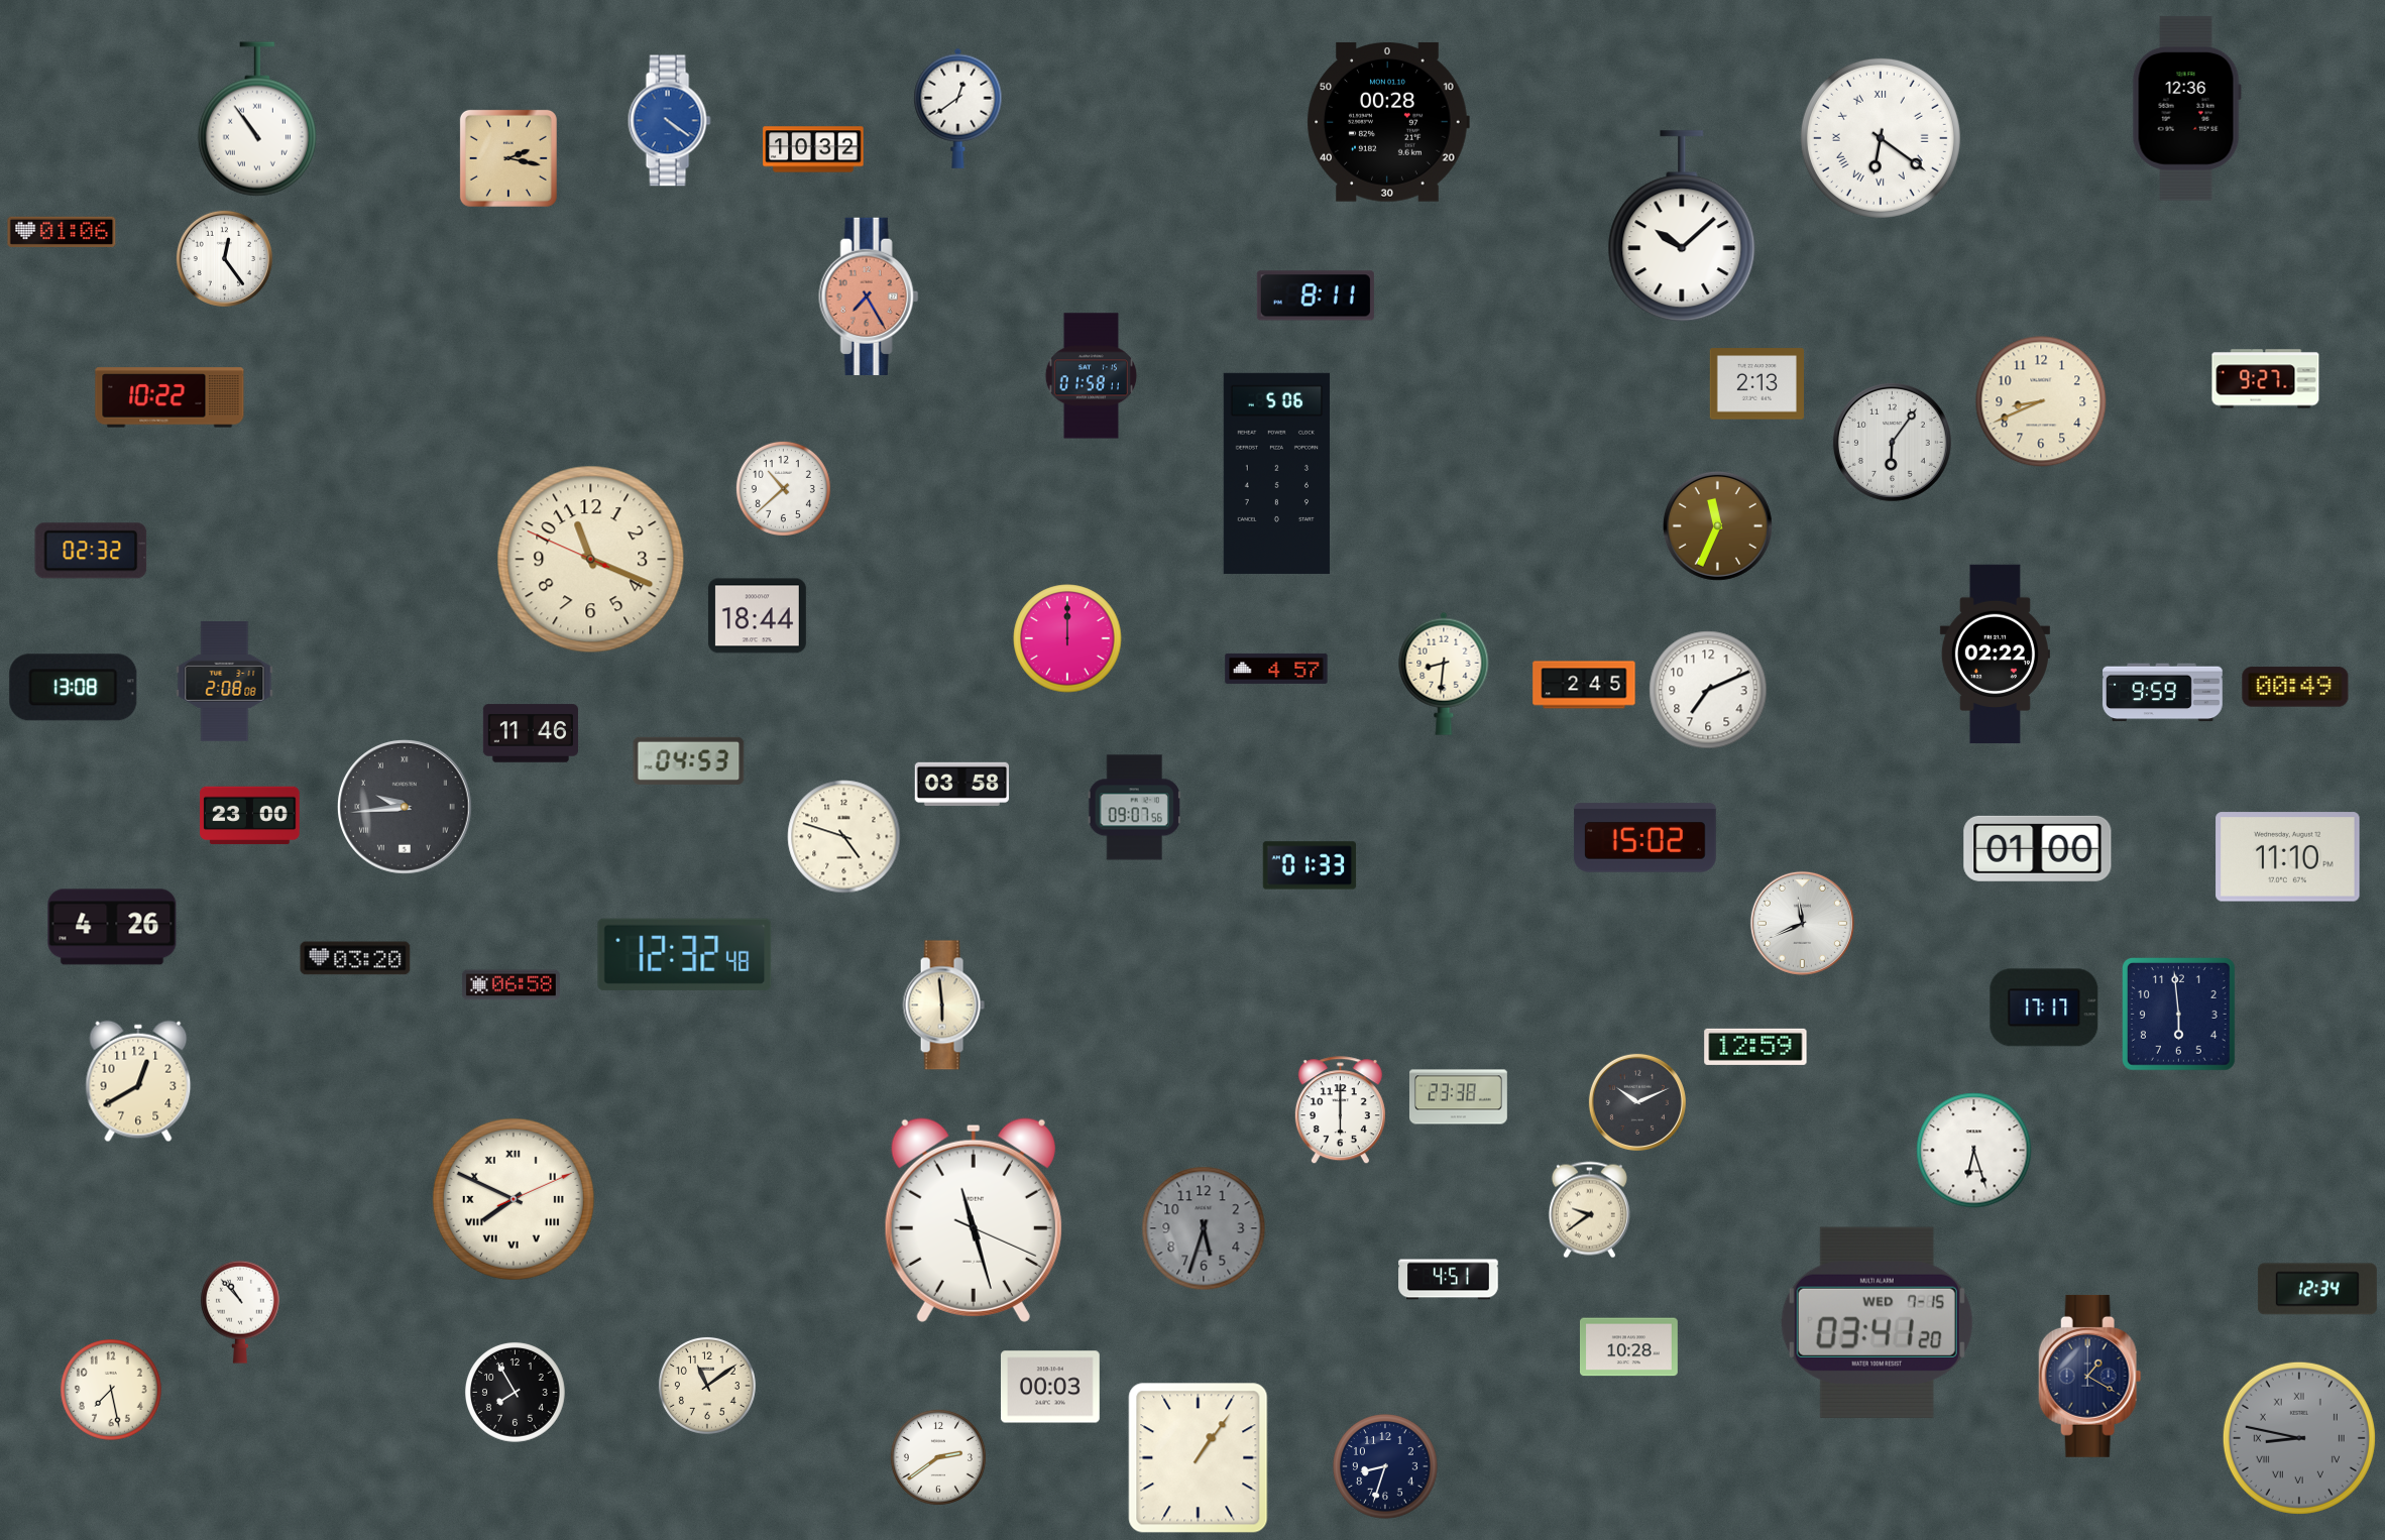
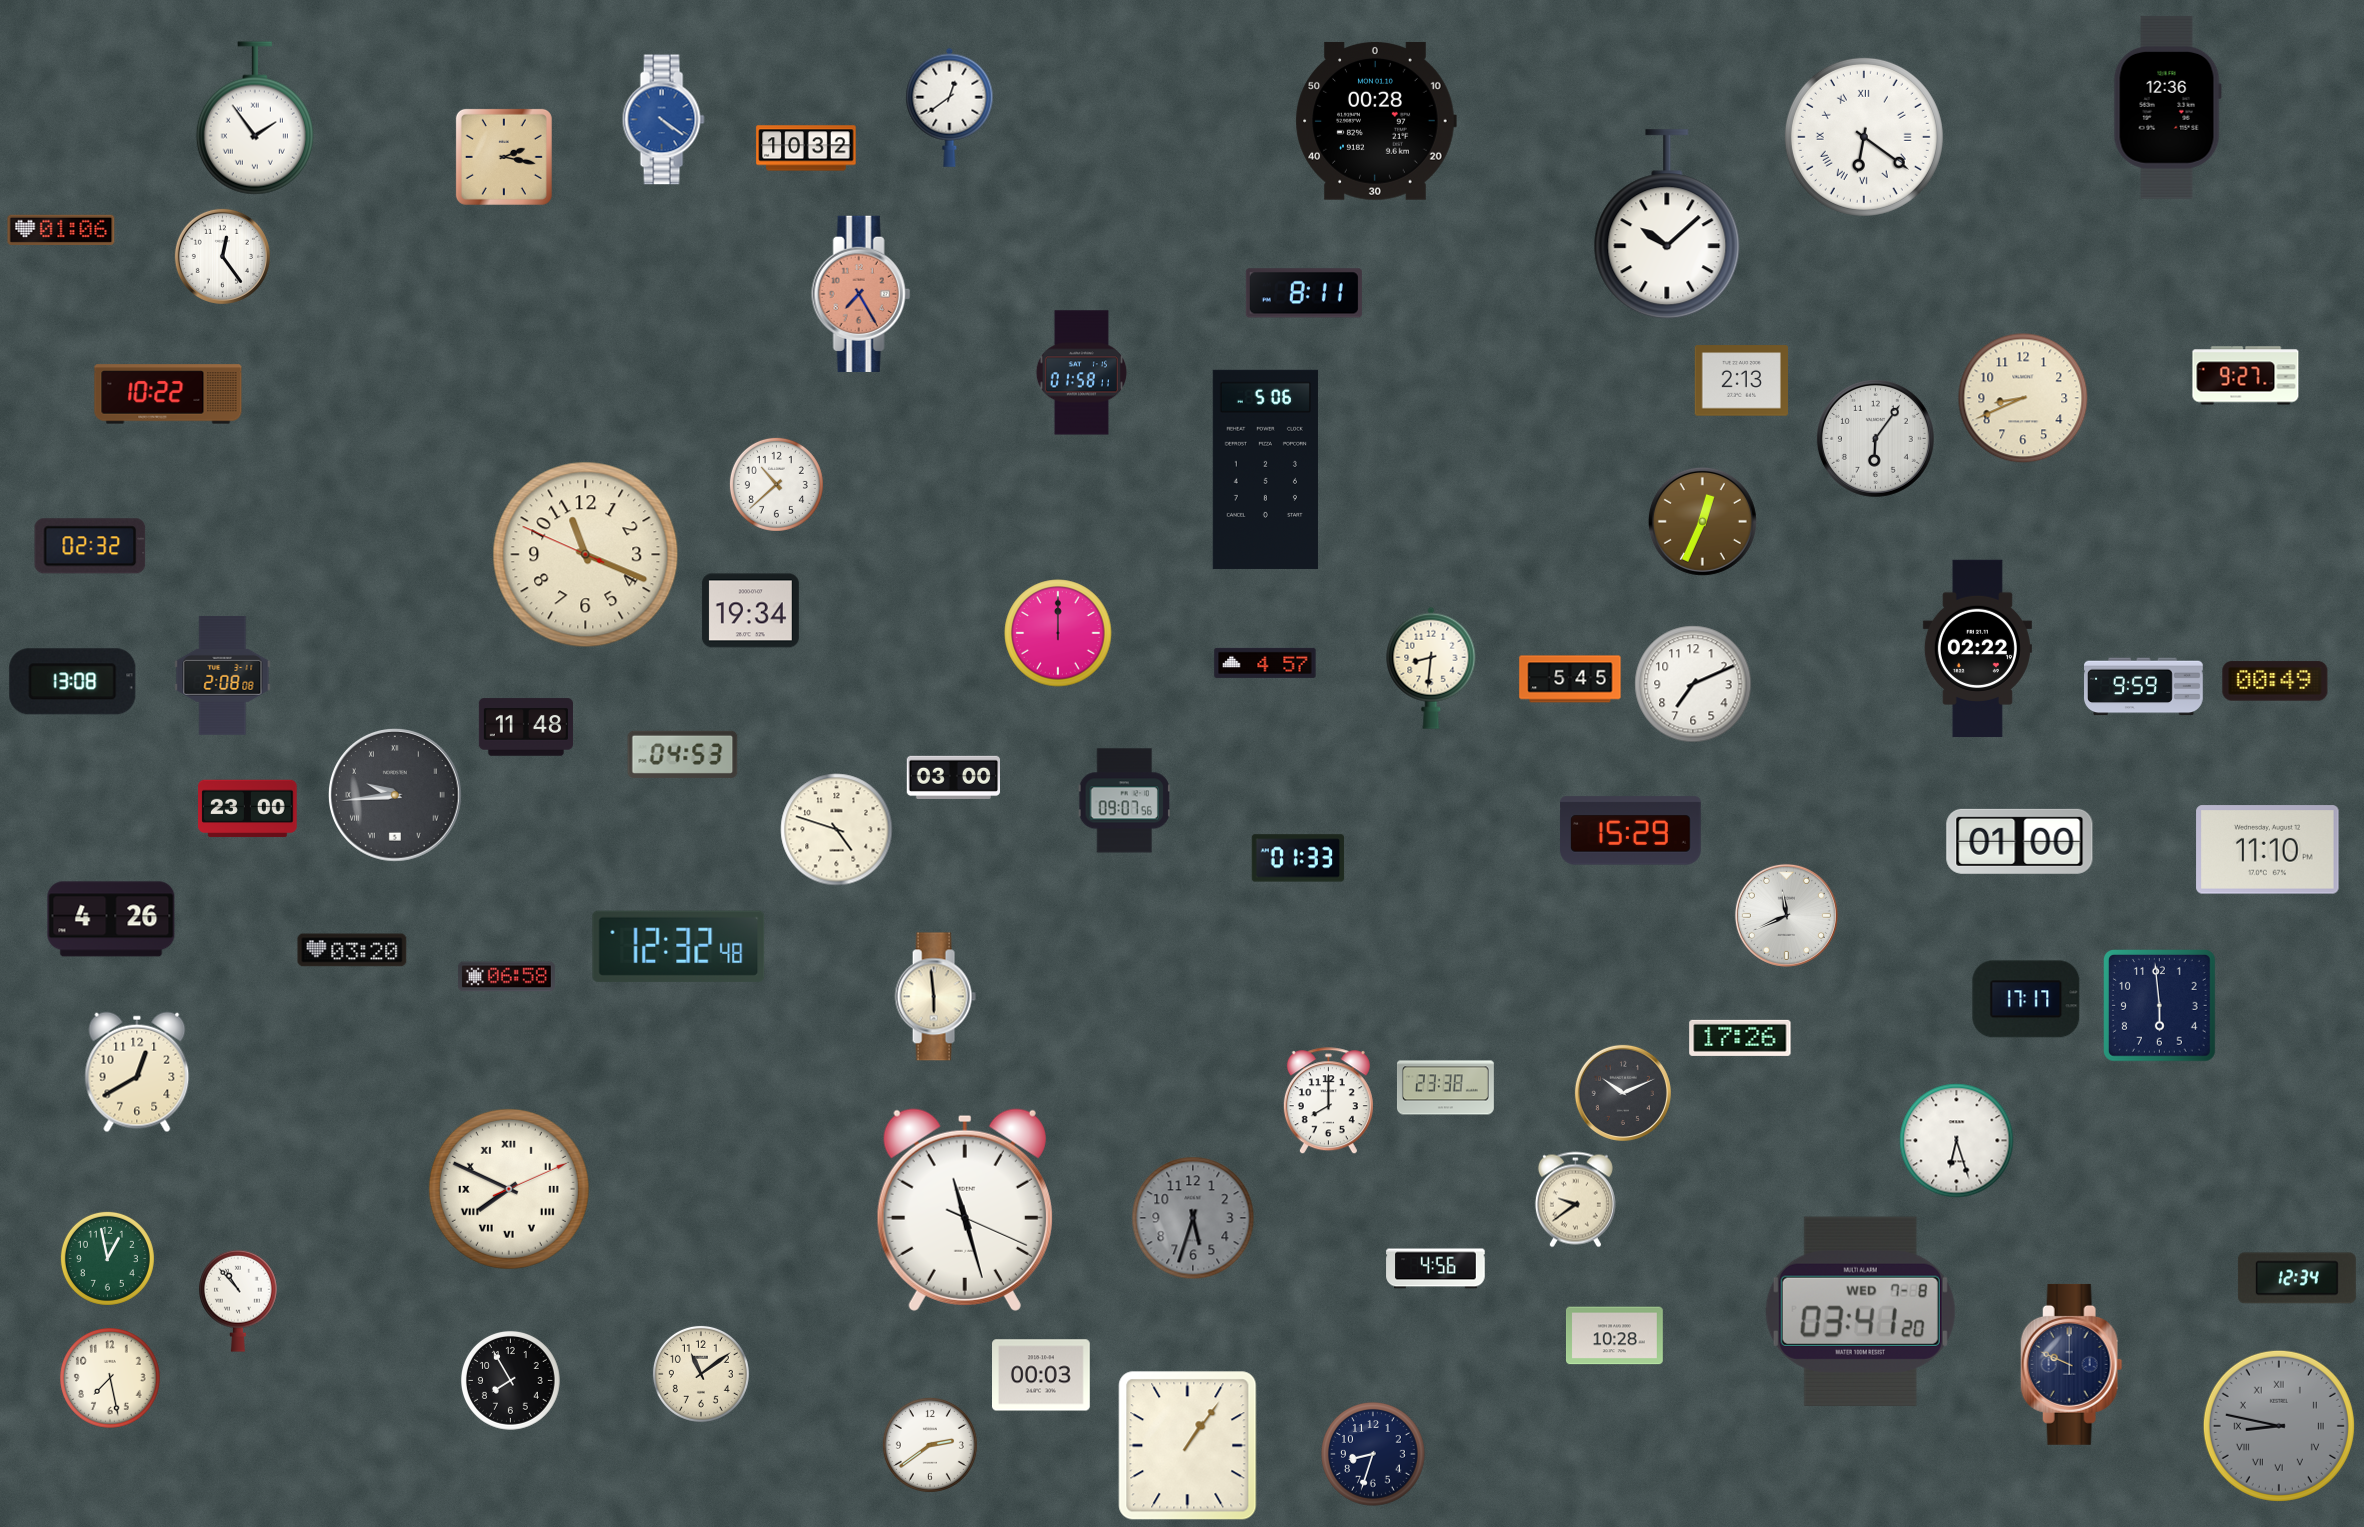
clock at (257, 119): 10:54 -> 1:54
clock at (1717, 525): 11:34 -> 12:34
clock at (757, 616): 18:44 -> 19:34
clock at (1584, 685): 2:45 -> 5:45
clock at (531, 733): 11:46 -> 11:48
clock at (961, 784): 03:58 -> 03:00
clock at (406, 808) position: (406, 808) -> (396, 796)
clock at (1645, 838): 15:02 -> 15:29
clock at (1755, 1047): 12:59 -> 17:26
clock at (1340, 1110): 6:00 -> 8:00
clock at (107, 1258): none -> 12:58
clock at (1449, 1280): 4:51 -> 4:56
clock at (1877, 1322) date: WED 7-15 -> WED 7-8
clock at (2090, 1376): 1:20 -> 9:49
